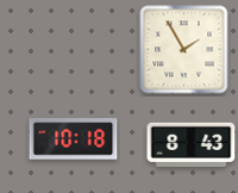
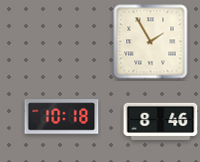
clock at (184, 50) position: (184, 50) -> (151, 42)
clock at (192, 144): 8:43 -> 8:46
